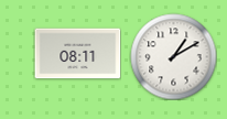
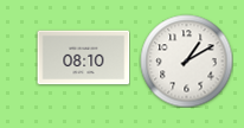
clock at (77, 54): 08:11 -> 08:10
